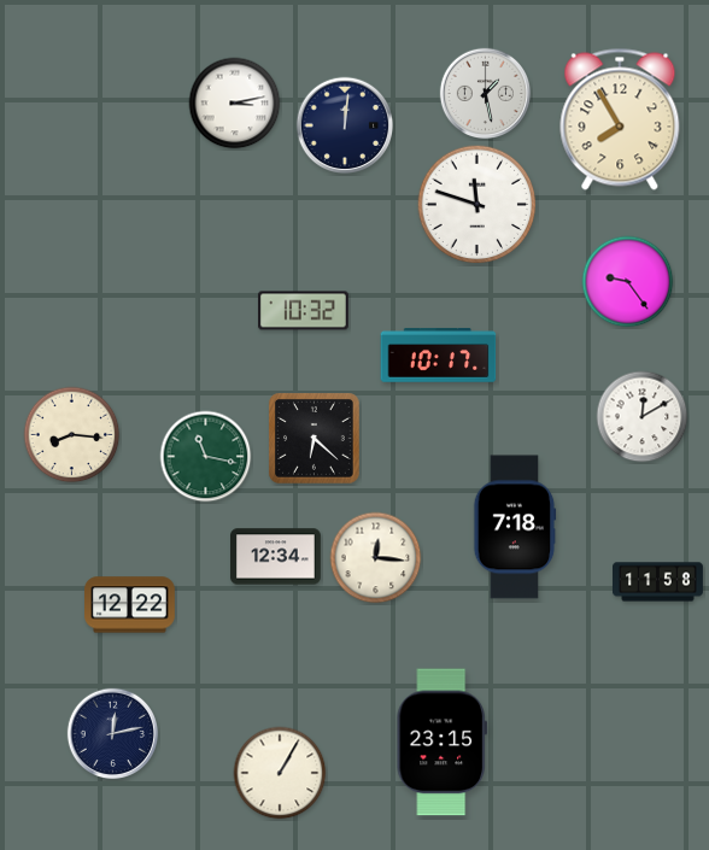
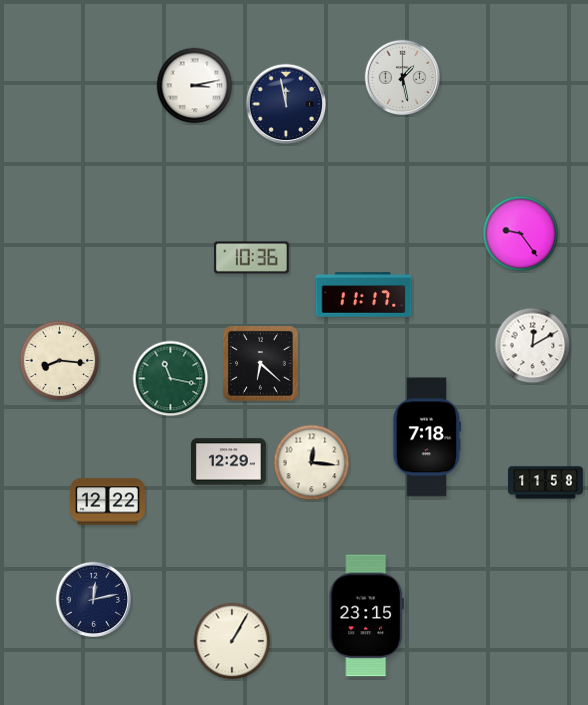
clock at (620, 119): 7:55 -> none
clock at (345, 125): 12:01 -> 11:58
clock at (477, 205): 11:48 -> none
clock at (304, 311): 10:32 -> 10:36
clock at (439, 356): 10:17 -> 11:17
clock at (276, 557): 12:34 -> 12:29
clock at (112, 733) position: (112, 733) -> (93, 599)
